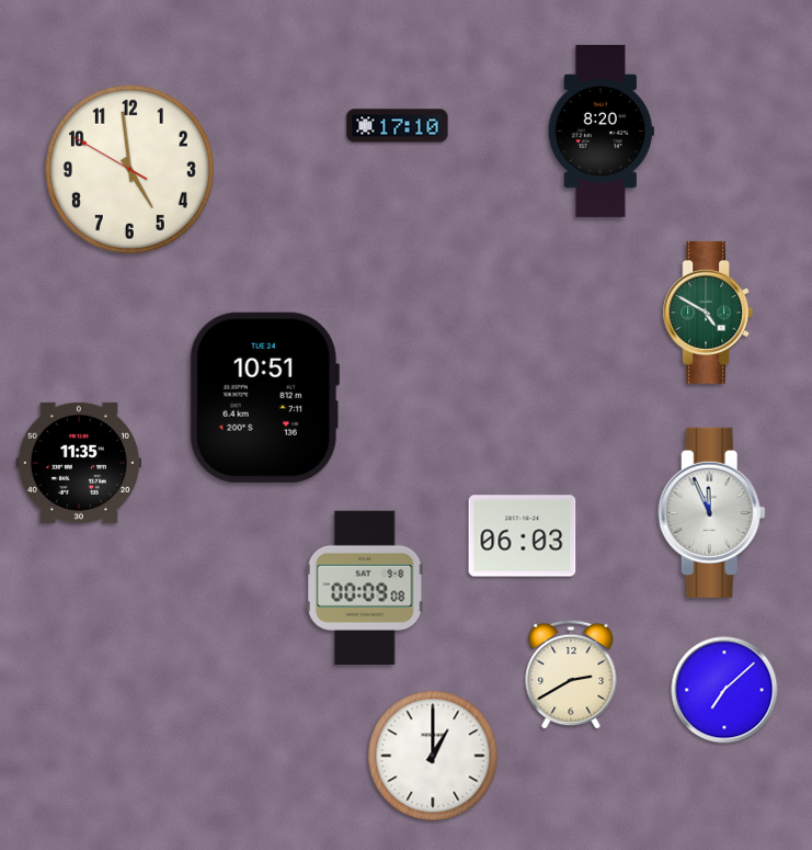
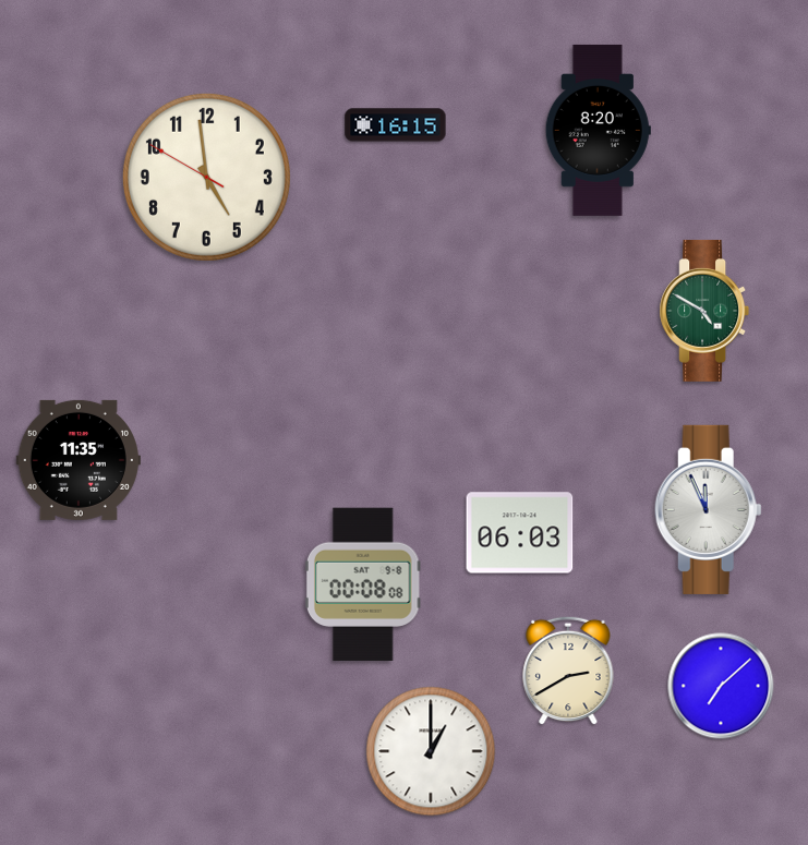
clock at (398, 126): 17:10 -> 16:15
clock at (129, 169) position: (129, 169) -> (206, 177)
clock at (264, 397): 10:51 -> none
clock at (365, 587): 00:09 -> 00:08
